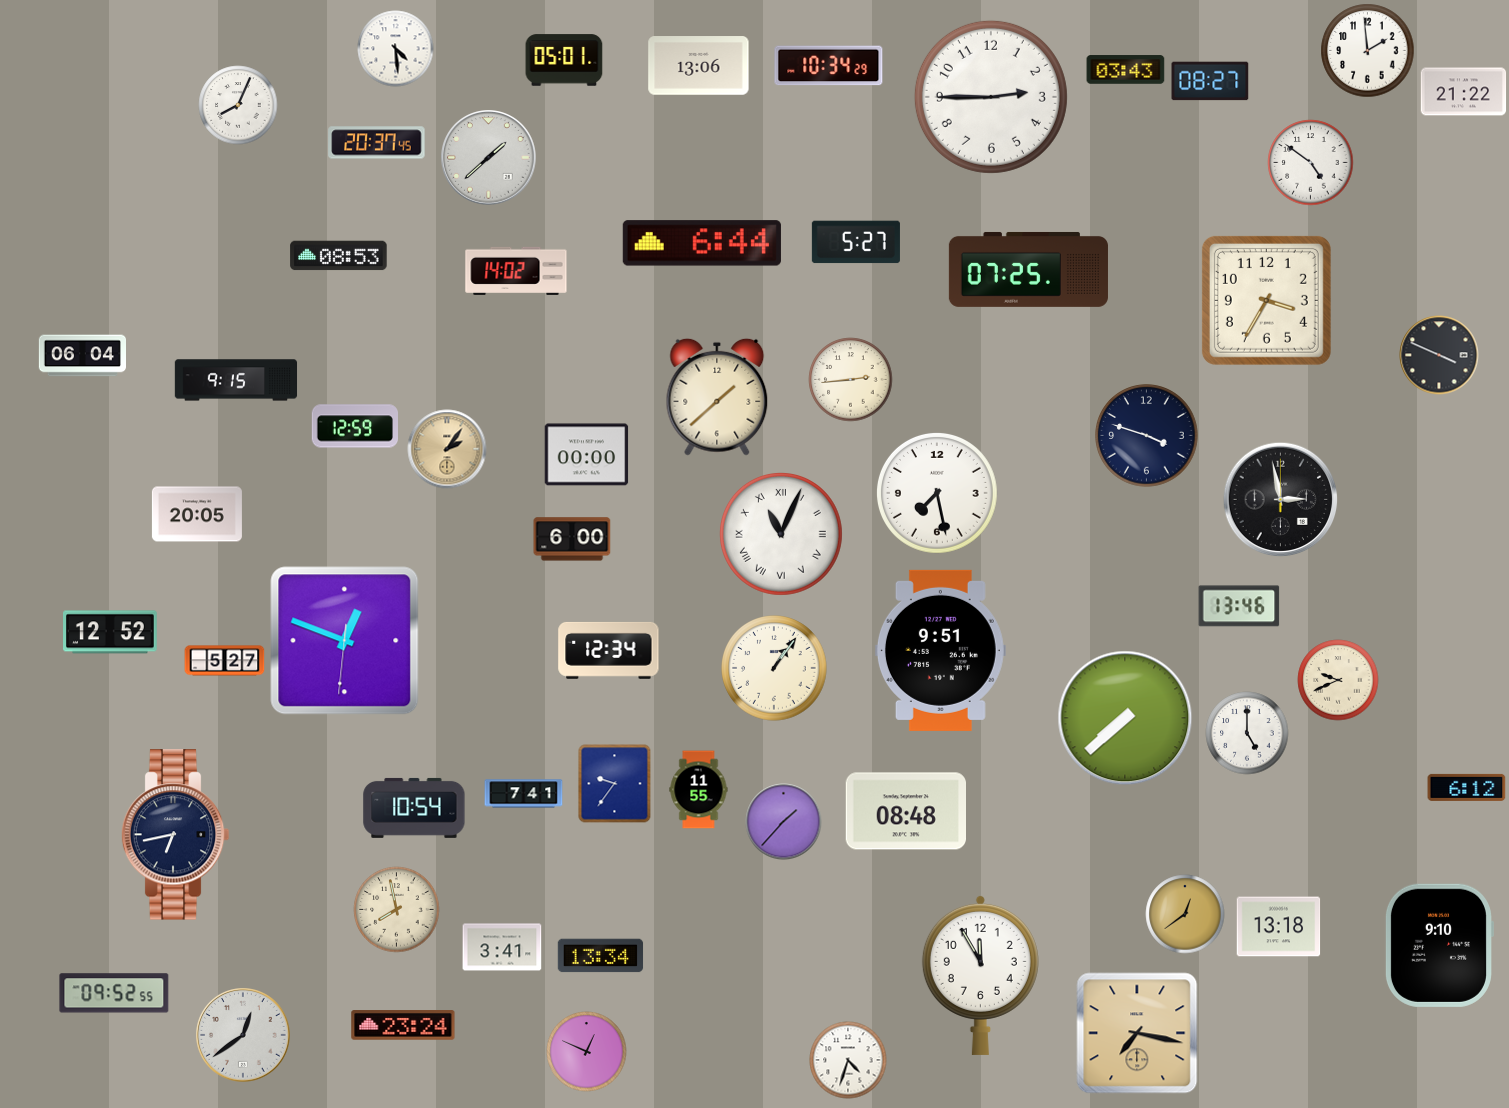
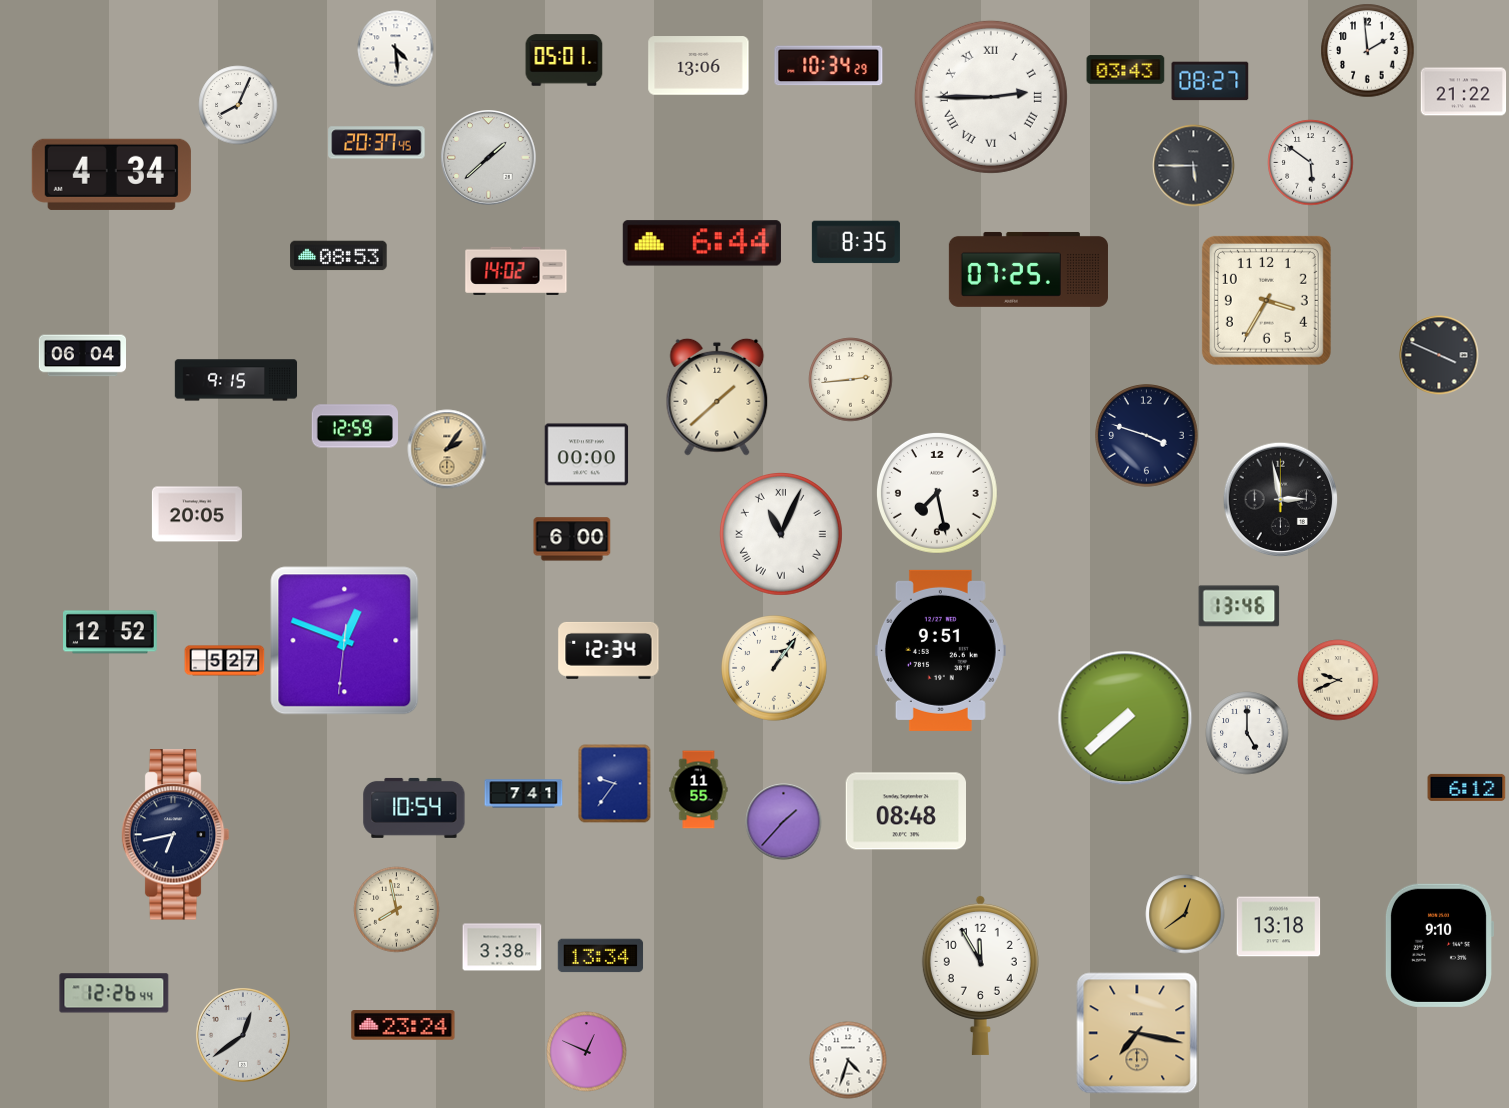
clock at (991, 97) numerals: Arabic -> Roman
clock at (1311, 163): 4:51 -> 5:51
clock at (1194, 166): none -> 5:45
clock at (111, 174): none -> 4:34
clock at (856, 242): 5:27 -> 8:35
clock at (502, 947): 3:41 -> 3:38
clock at (114, 993): 09:52 -> 12:26
